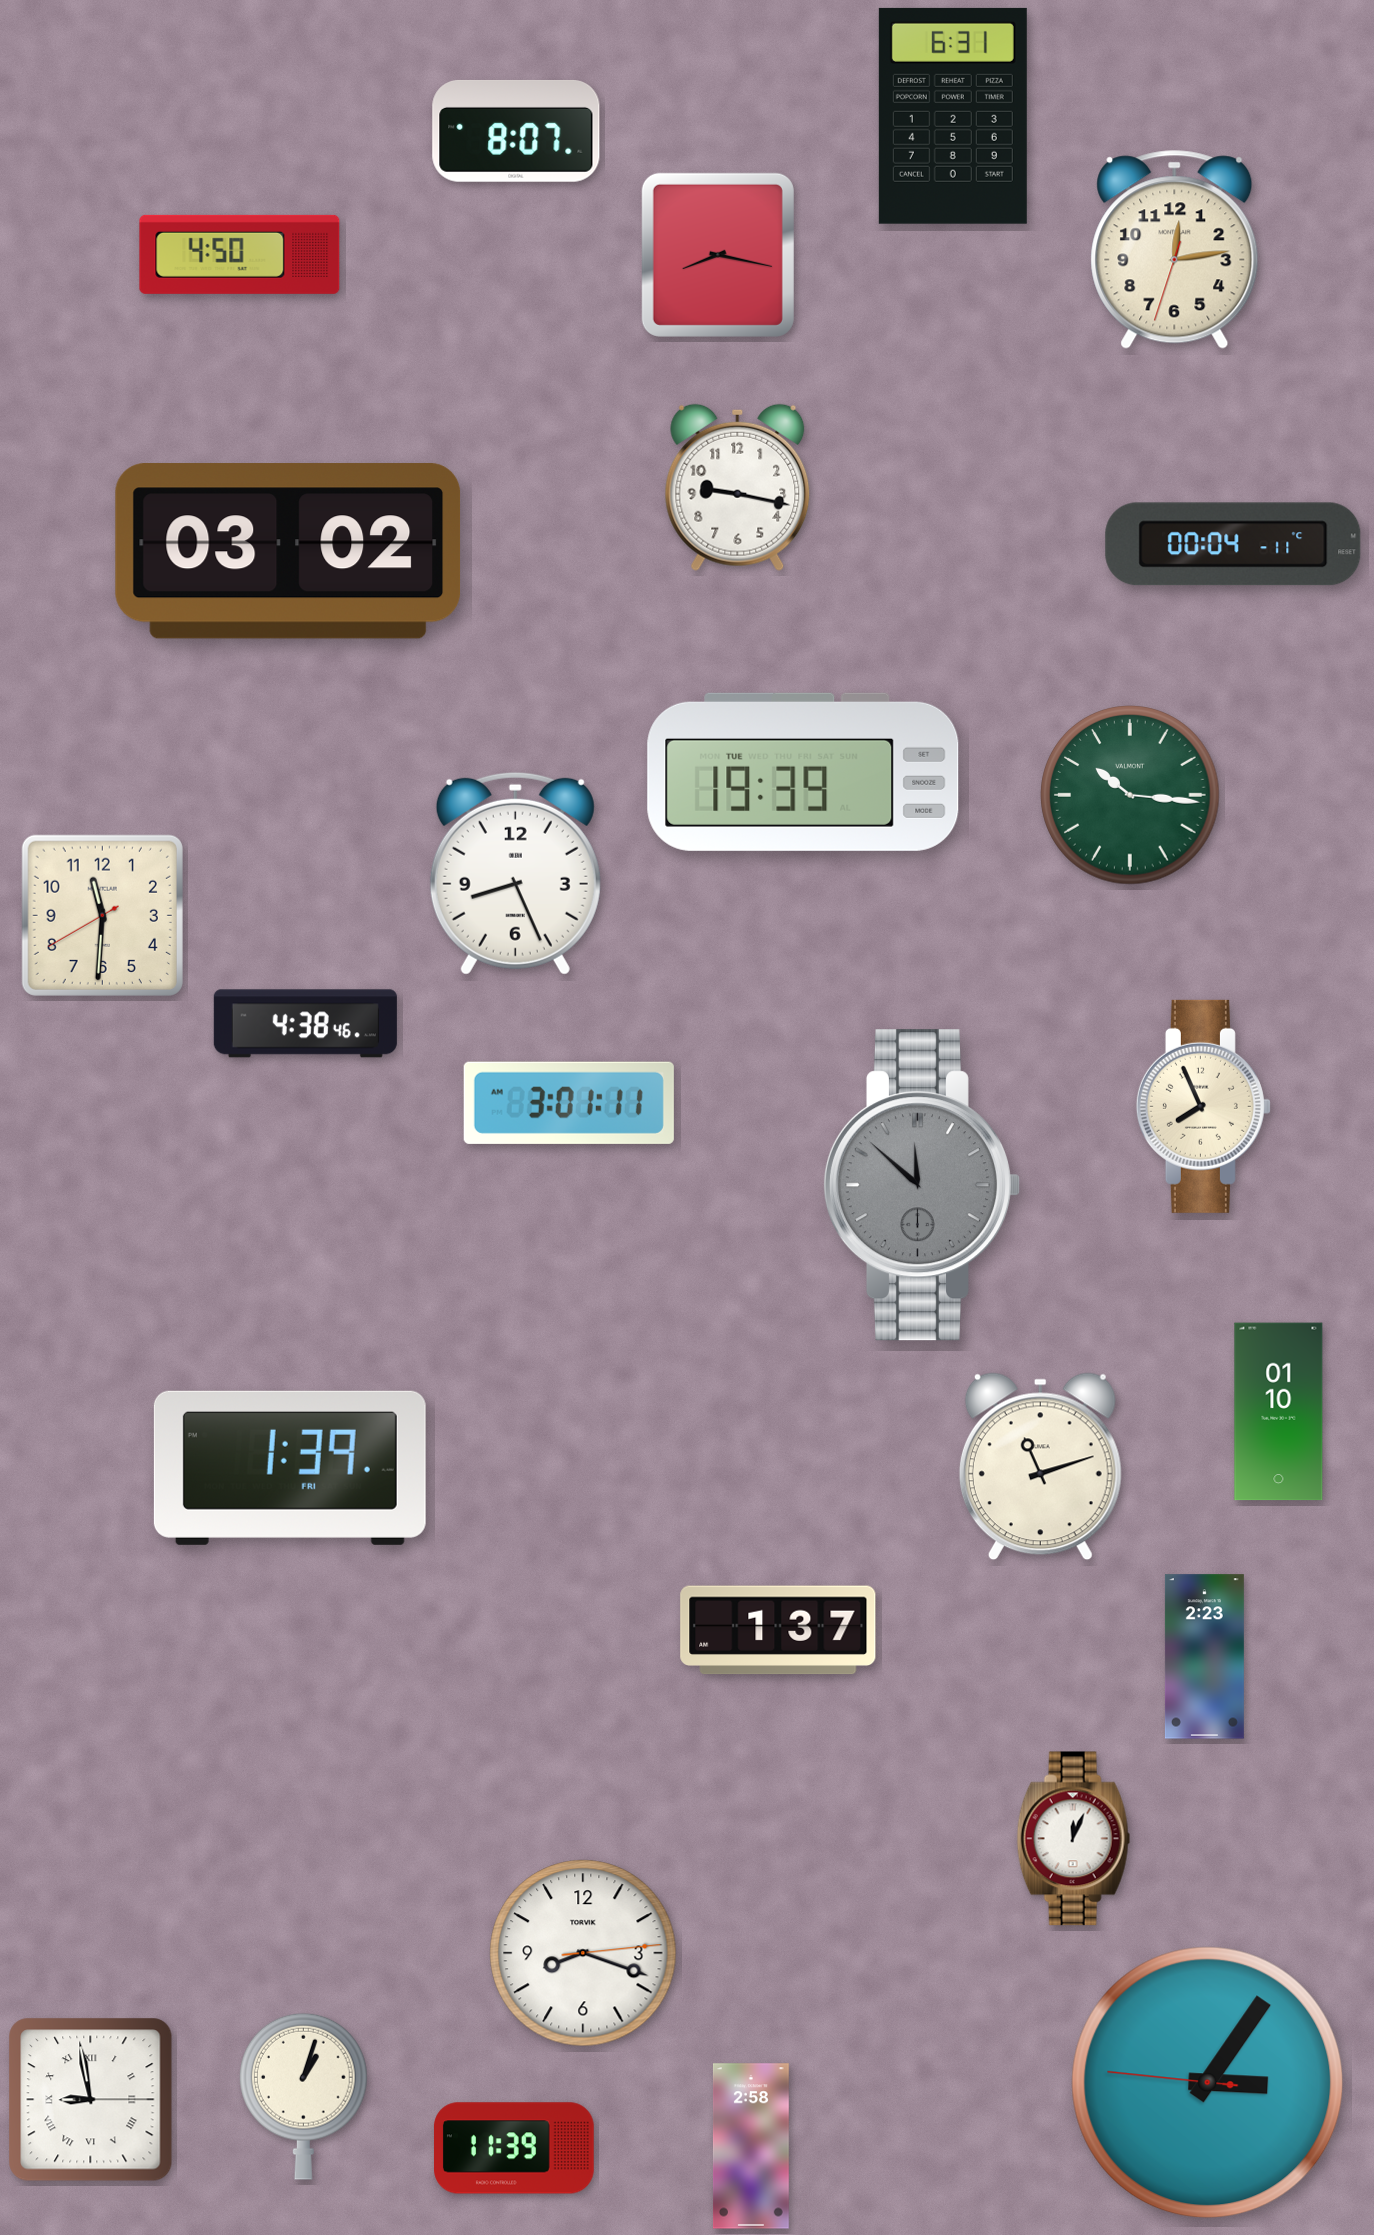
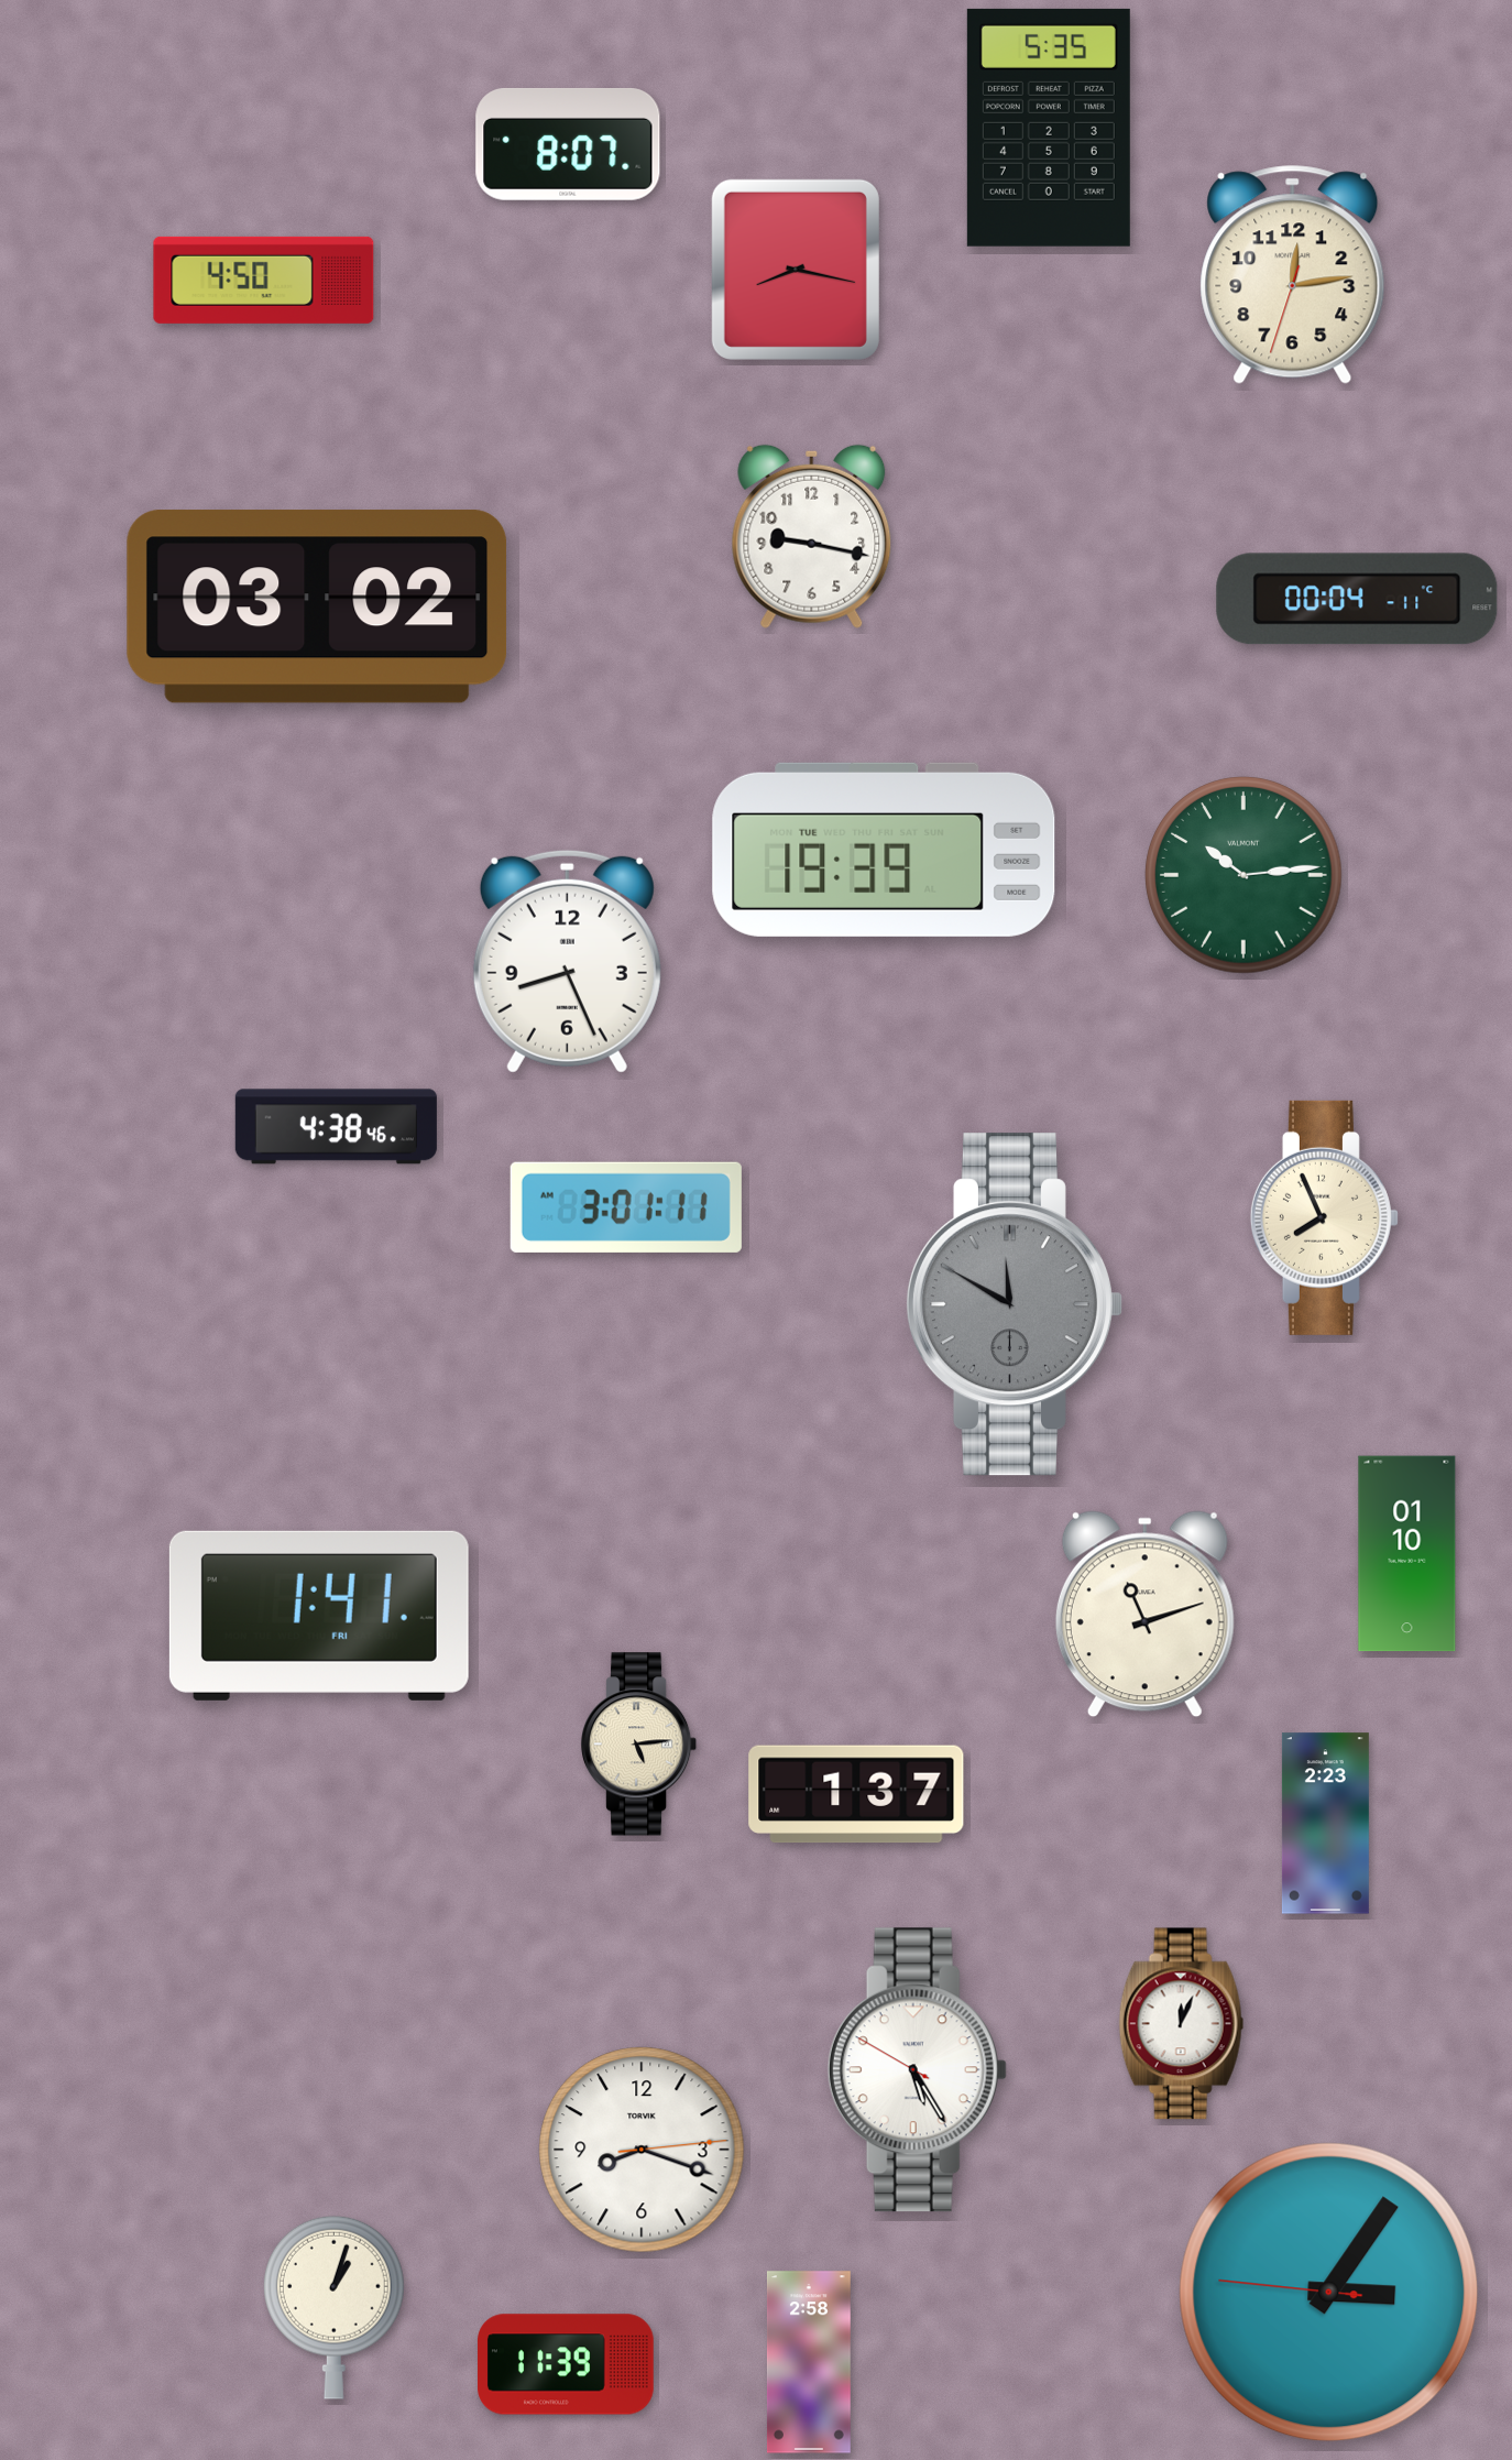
clock at (953, 116): 6:31 -> 5:35
clock at (718, 255) position: (718, 255) -> (796, 270)
clock at (1130, 795): 10:16 -> 10:14
clock at (102, 915): 11:30 -> none
clock at (569, 1103) position: (569, 1103) -> (626, 1207)
clock at (921, 1185): 11:52 -> 11:50
clock at (290, 1468): 1:39 -> 1:41
clock at (639, 1745): none -> 5:14
clock at (917, 2070): none -> 5:24
clock at (91, 2100): 8:58 -> none
clock at (751, 2146) position: (751, 2146) -> (809, 2362)
